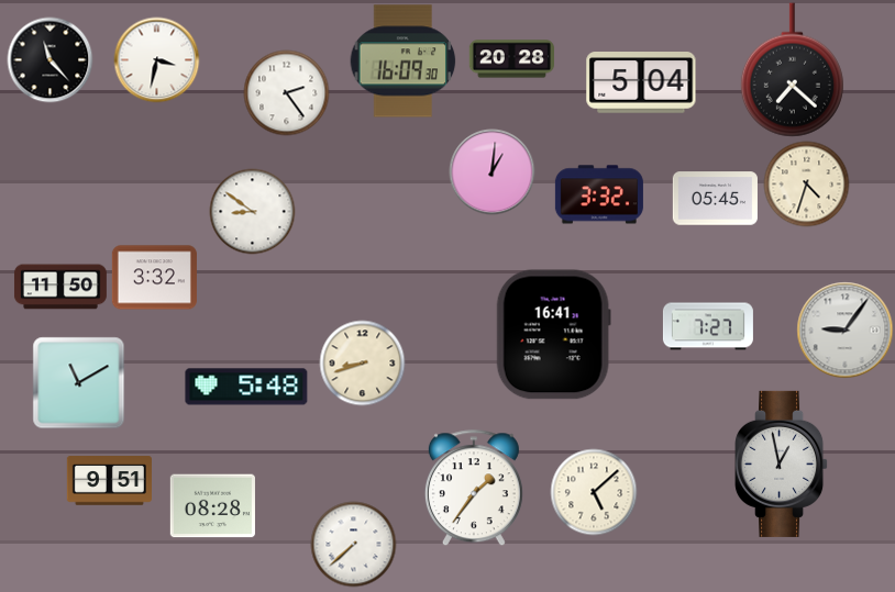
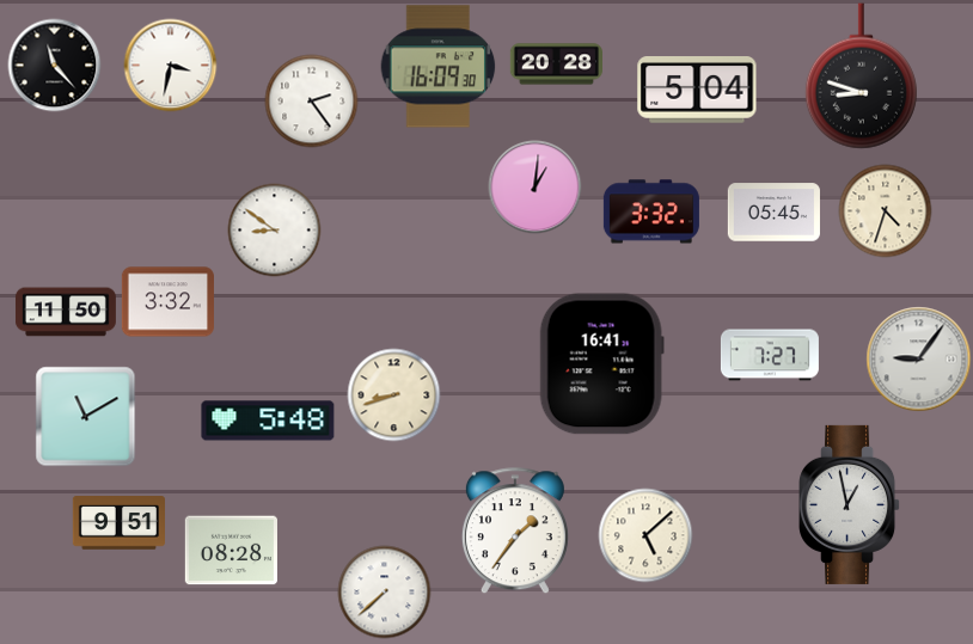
clock at (792, 70): 7:22 -> 8:48
clock at (806, 183) position: (806, 183) -> (885, 210)
clock at (715, 199) position: (715, 199) -> (773, 213)
